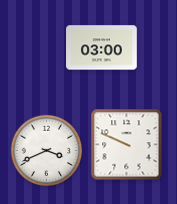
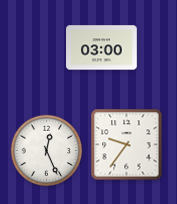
clock at (127, 145): 9:49 -> 9:36
clock at (47, 151): 3:41 -> 12:26
